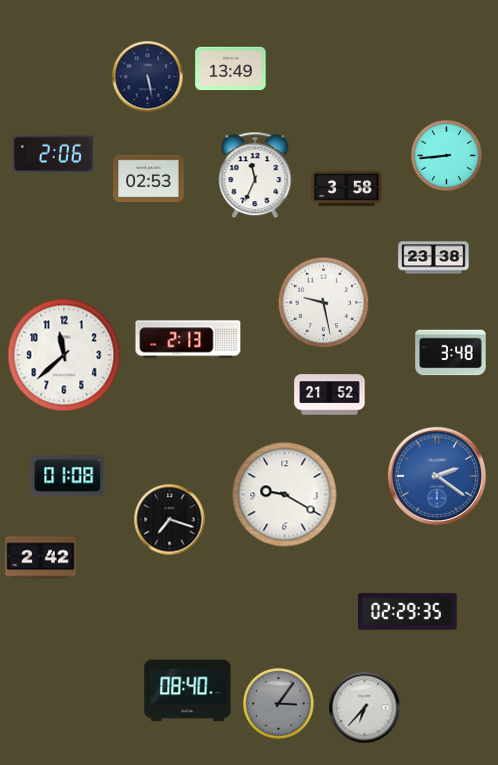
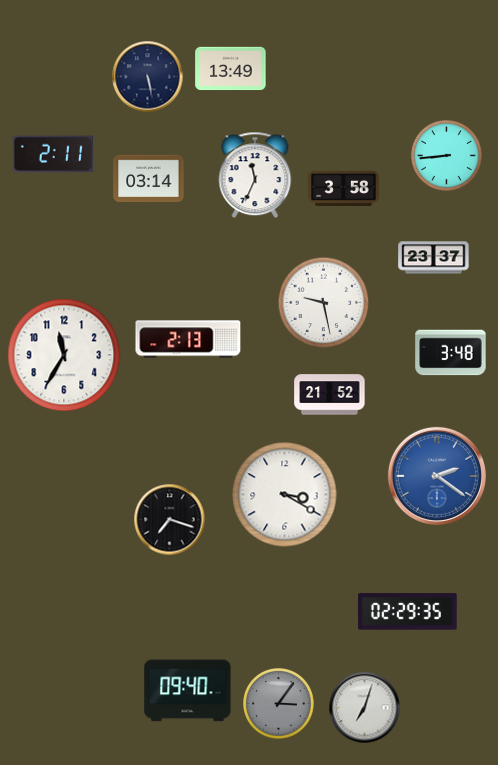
clock at (53, 154): 2:06 -> 2:11
clock at (149, 179): 02:53 -> 03:14
clock at (347, 188) position: (347, 188) -> (344, 188)
clock at (434, 258): 23:38 -> 23:37
clock at (64, 355): 11:38 -> 11:35
clock at (68, 476): 01:08 -> none
clock at (285, 495): 9:20 -> 3:20
clock at (41, 558): 2:42 -> none
clock at (188, 691): 08:40 -> 09:40
clock at (365, 708): 6:37 -> 7:03
